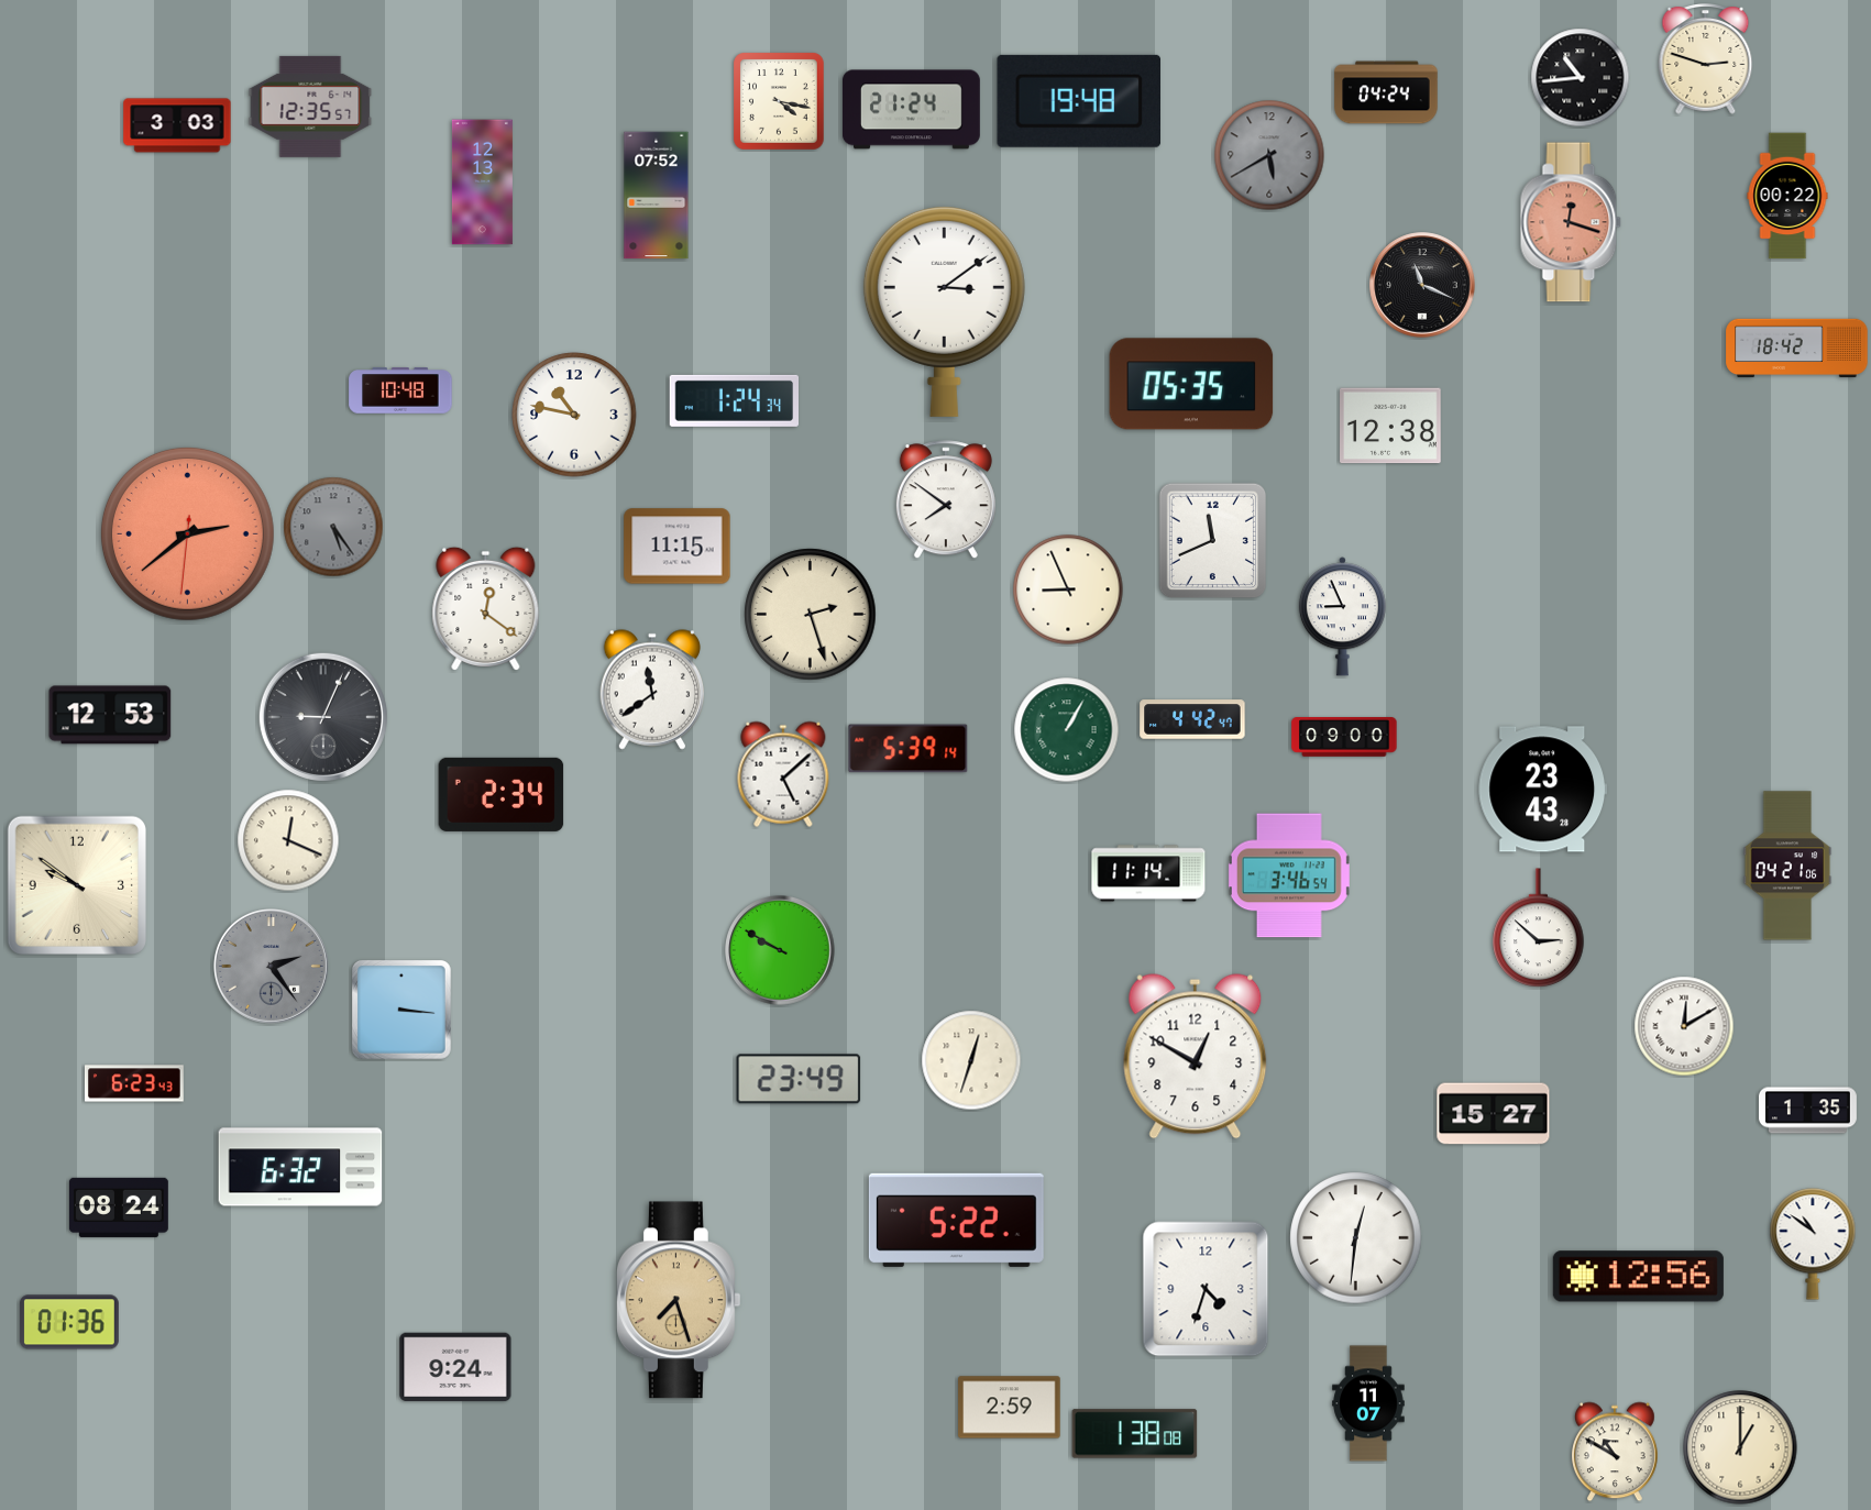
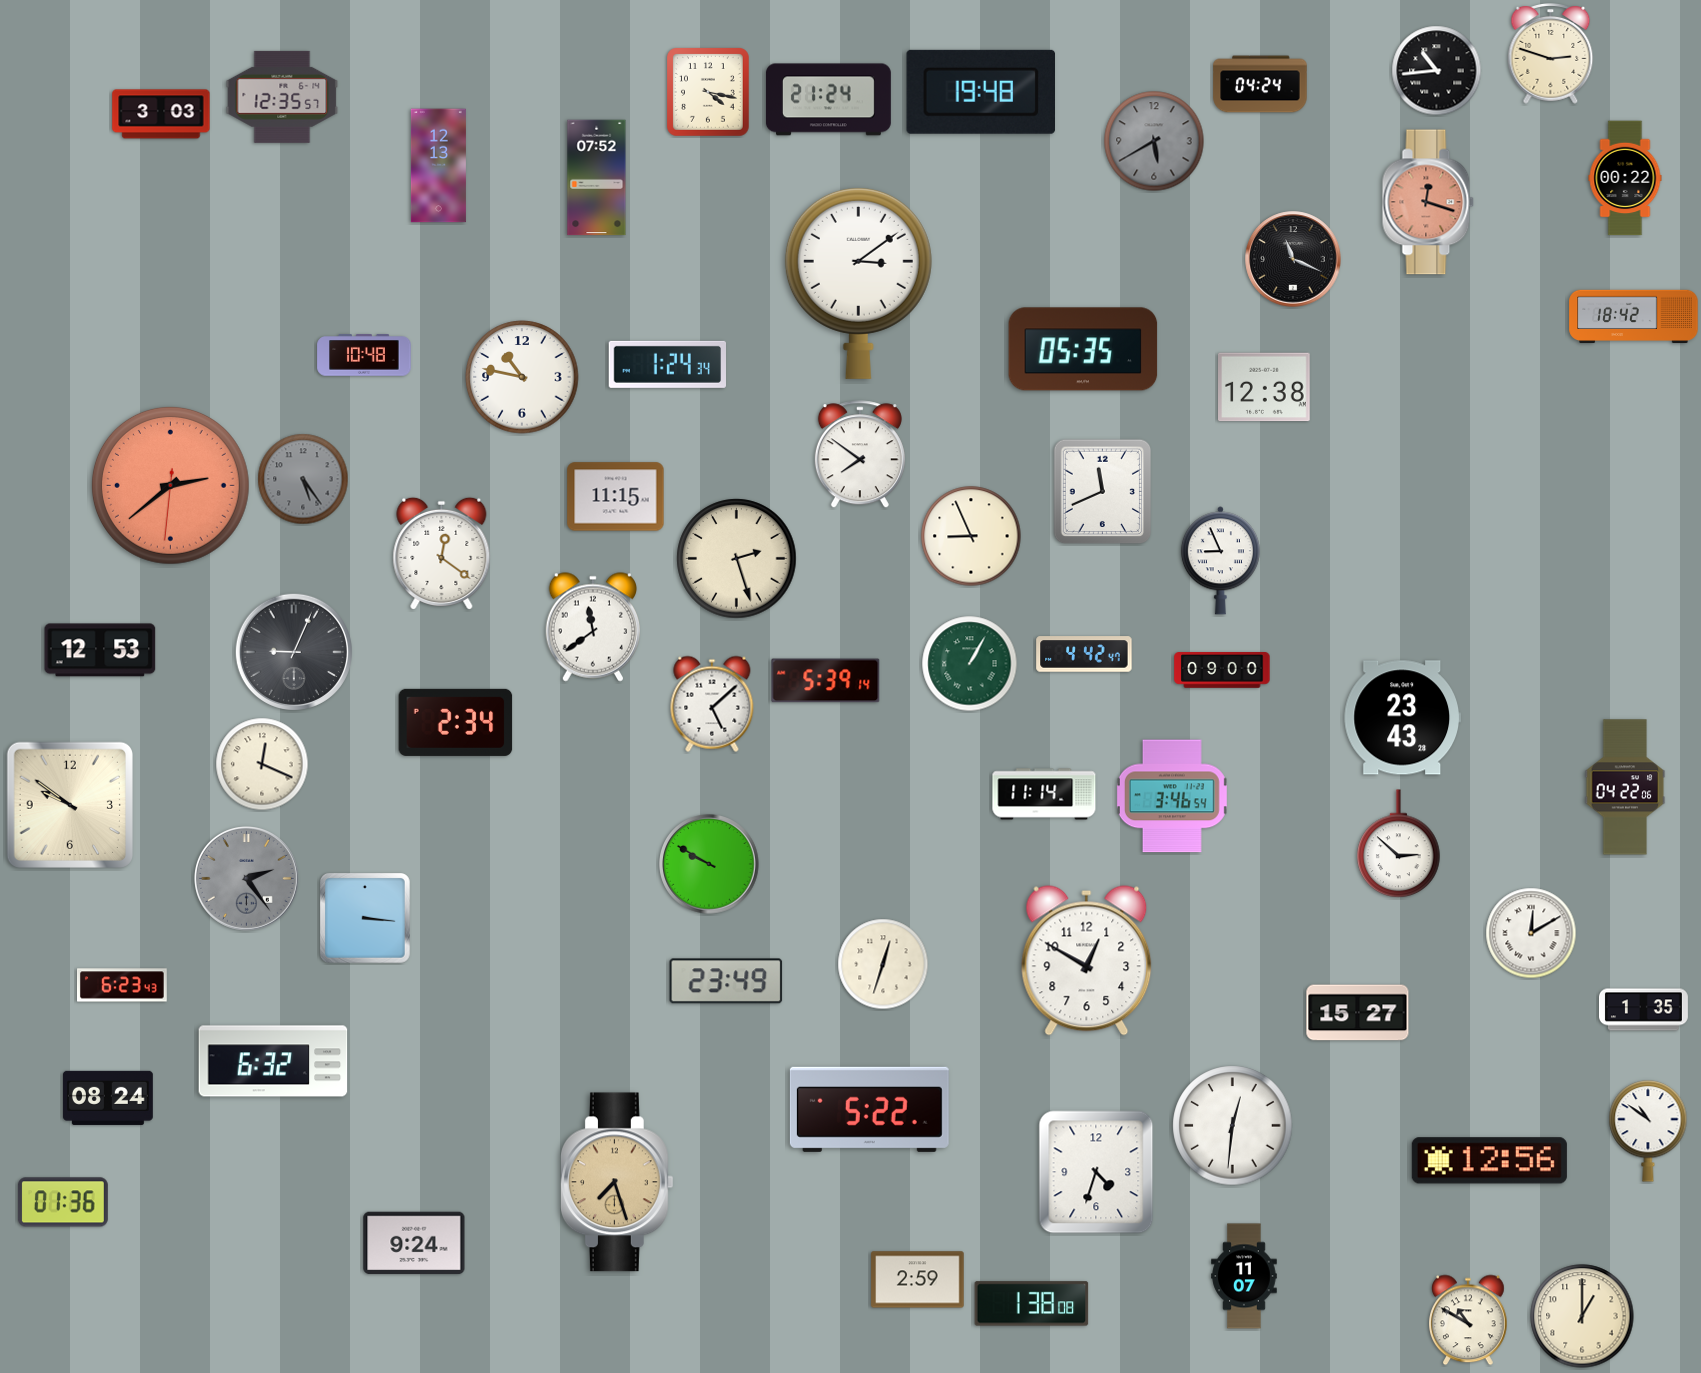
clock at (1787, 866): 04:21 -> 04:22
